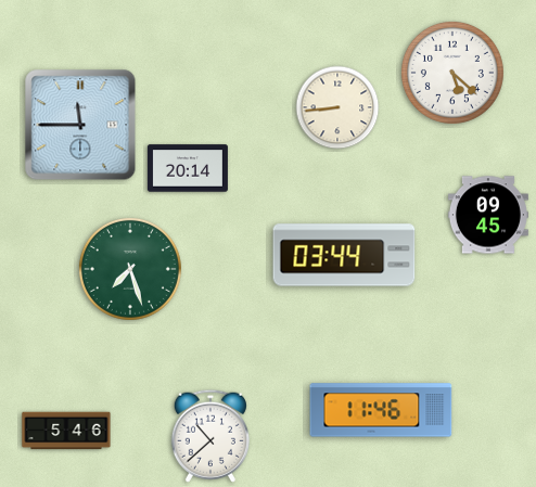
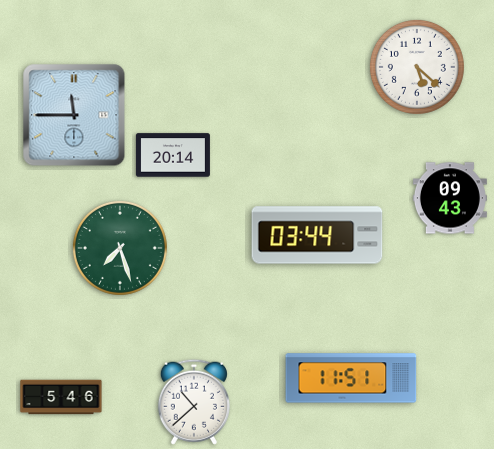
clock at (337, 107): 8:44 -> none
clock at (488, 215): 09:45 -> 09:43
clock at (381, 410): 11:46 -> 11:51
